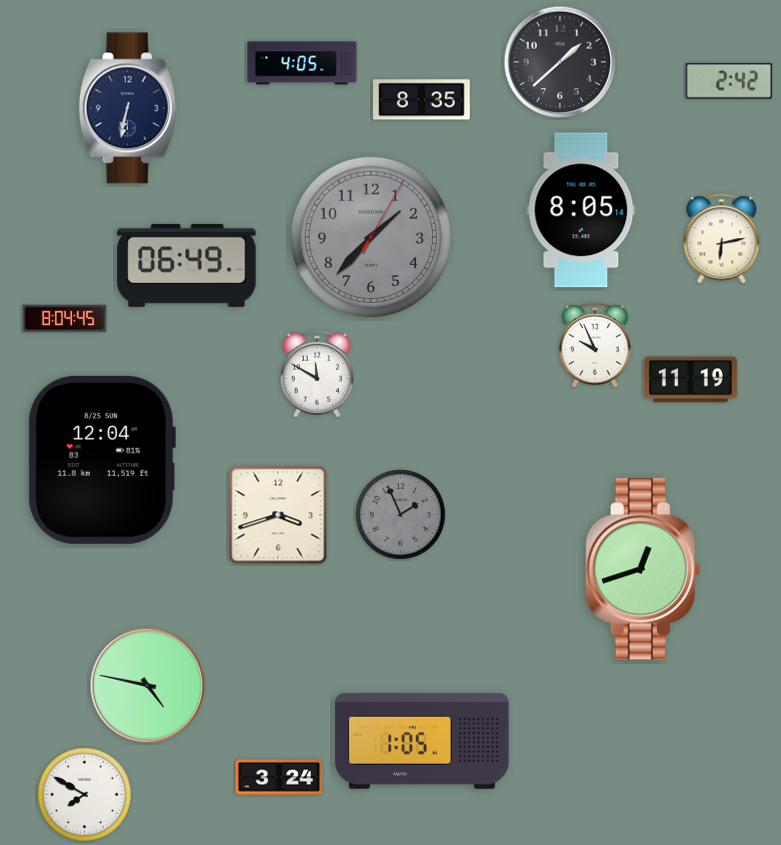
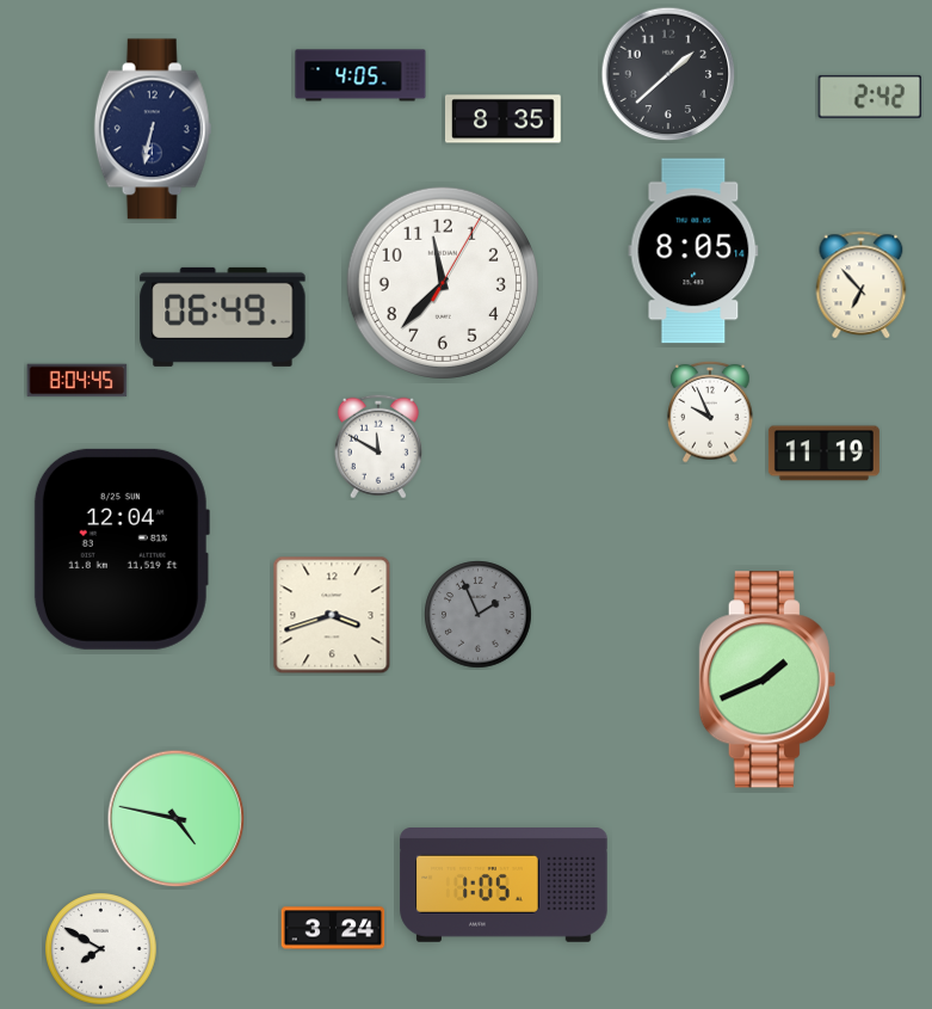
clock at (371, 237): 1:37 -> 11:37
clock at (371, 237) dial: grey -> white
clock at (722, 238): 6:13 -> 6:53
clock at (643, 569): 12:42 -> 1:41
